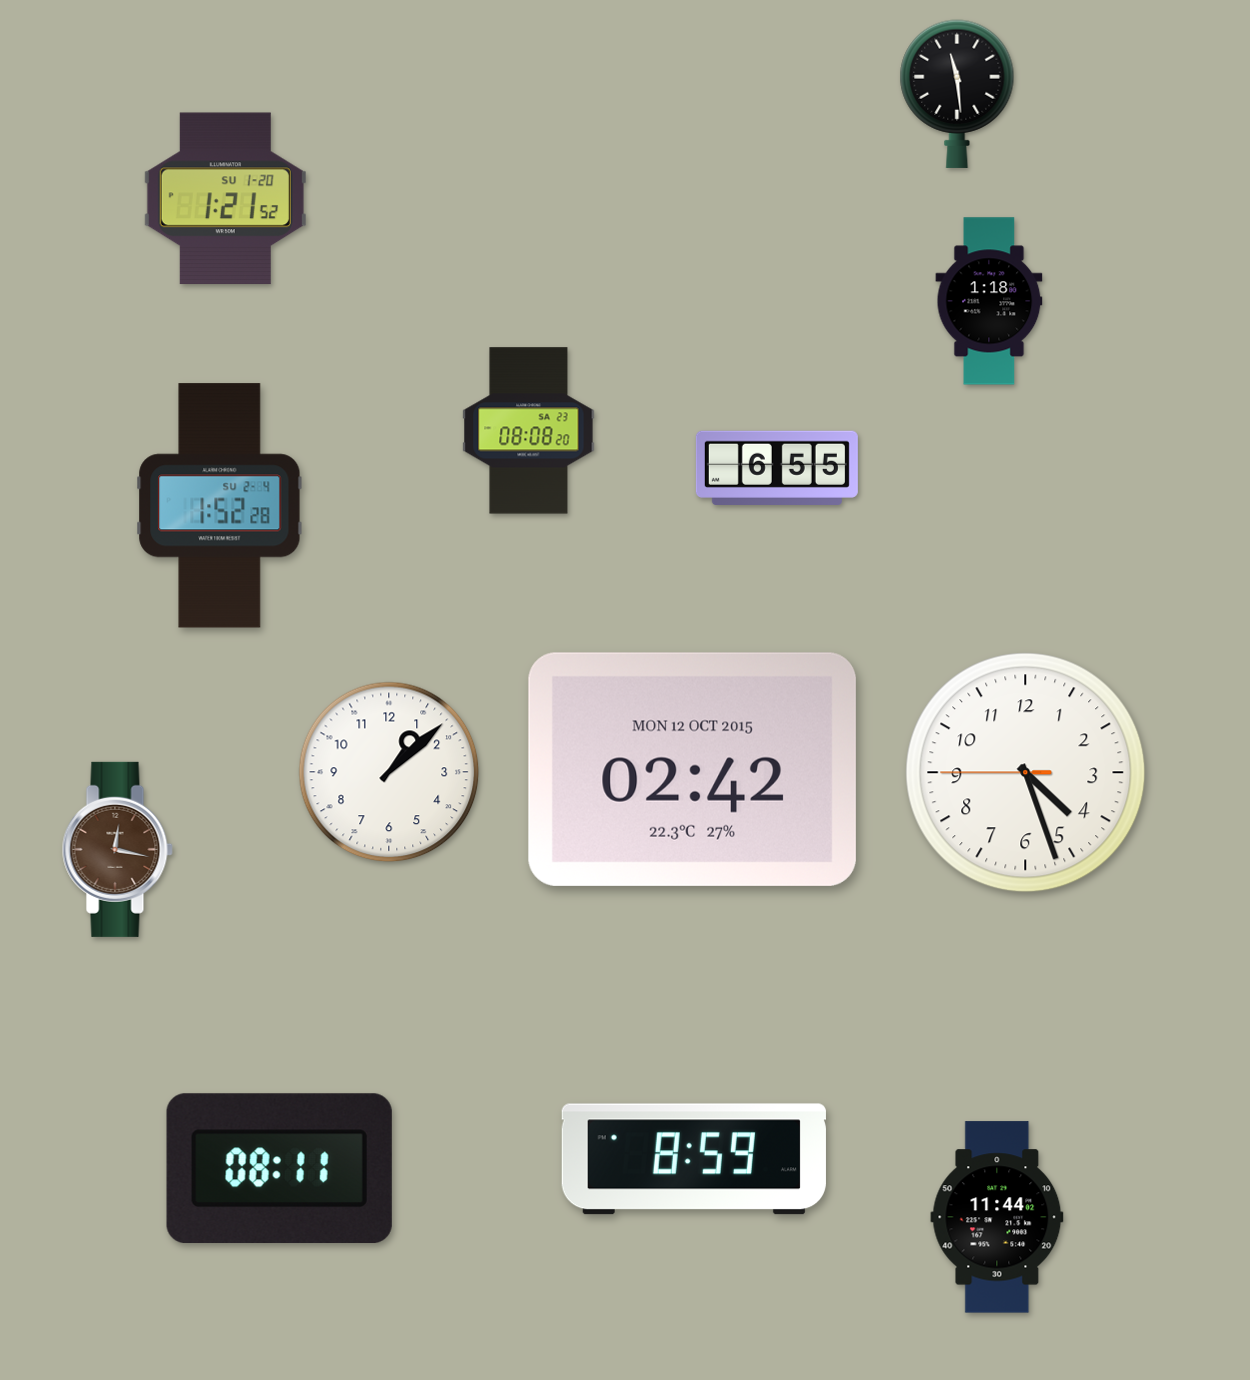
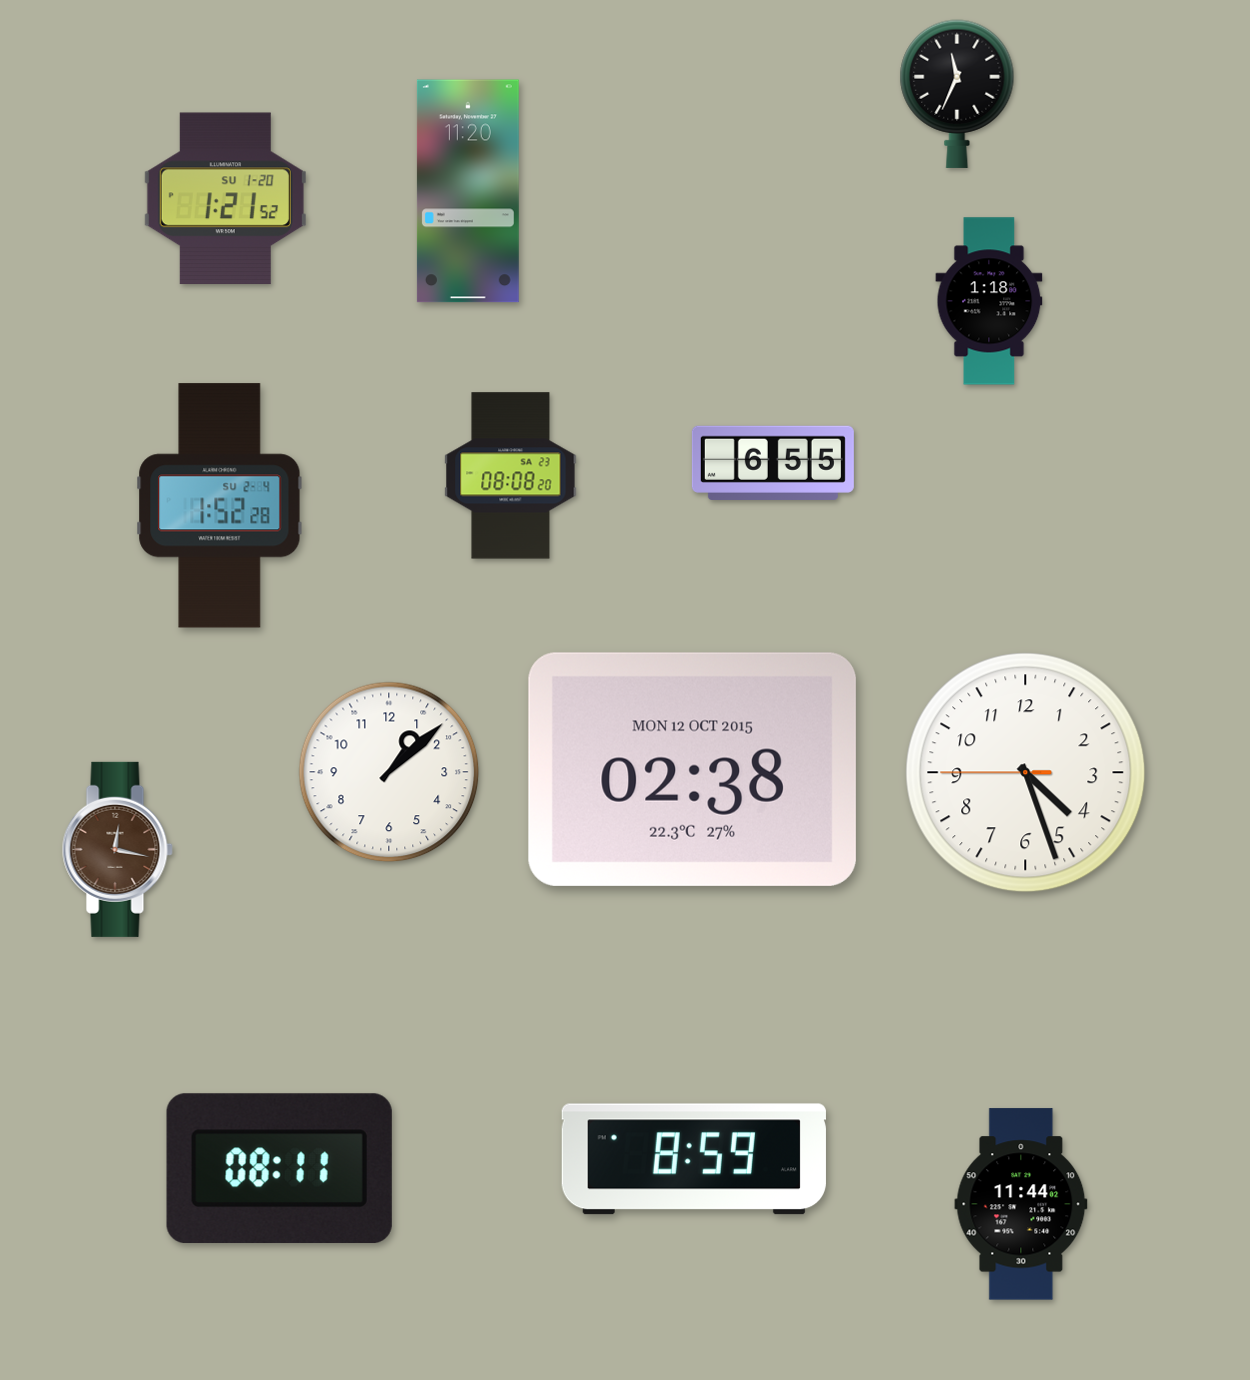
clock at (957, 94): 11:29 -> 11:34
clock at (468, 191): none -> 11:20
clock at (529, 431) position: (529, 431) -> (511, 476)
clock at (777, 468) position: (777, 468) -> (773, 463)
clock at (692, 769): 02:42 -> 02:38
clock at (997, 1217) position: (997, 1217) -> (1021, 1204)
